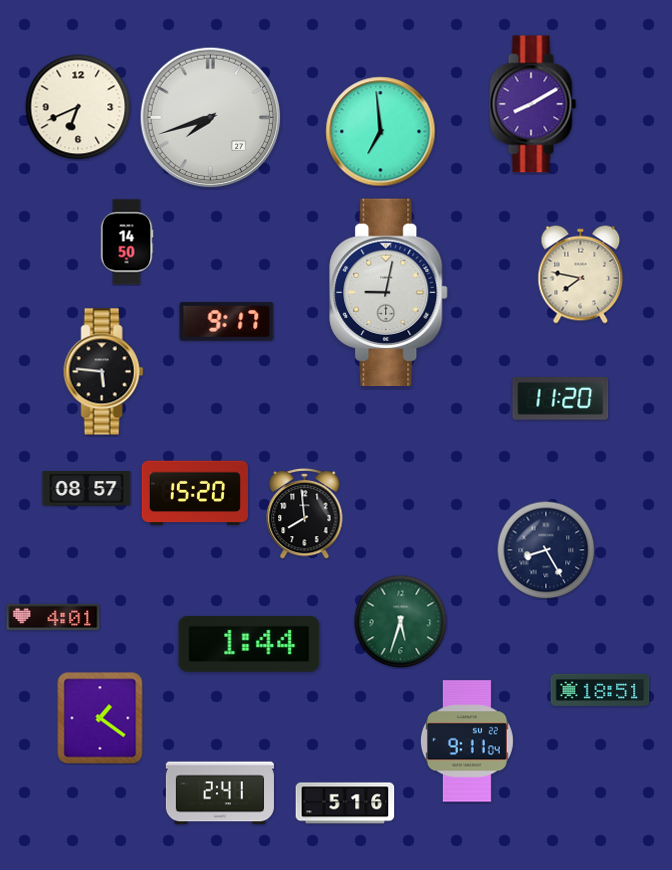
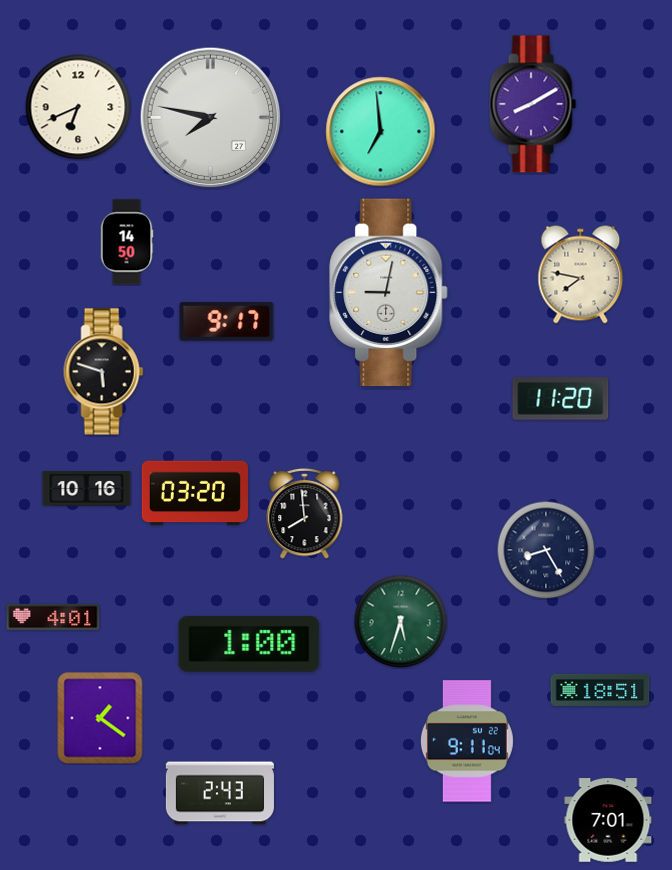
clock at (211, 118): 7:42 -> 7:47
clock at (104, 372): 5:46 -> 5:48
clock at (87, 489): 08:57 -> 10:16
clock at (195, 493): 15:20 -> 03:20
clock at (249, 644): 1:44 -> 1:00
clock at (220, 793): 2:41 -> 2:43
clock at (345, 803): 5:16 -> none
clock at (608, 820): none -> 7:01
